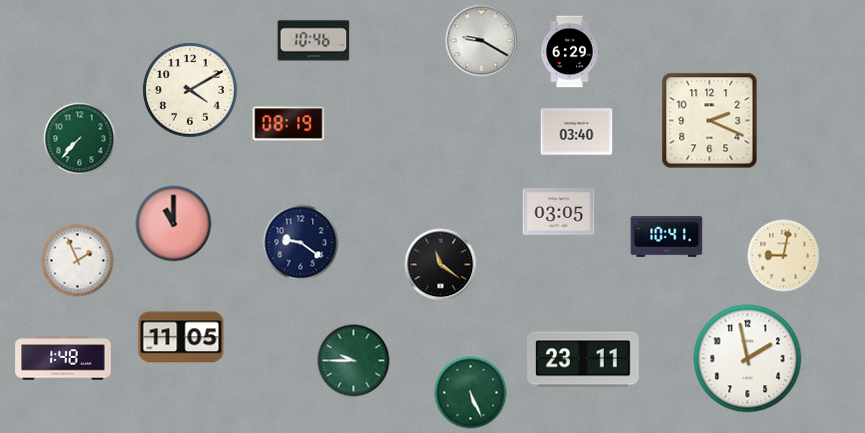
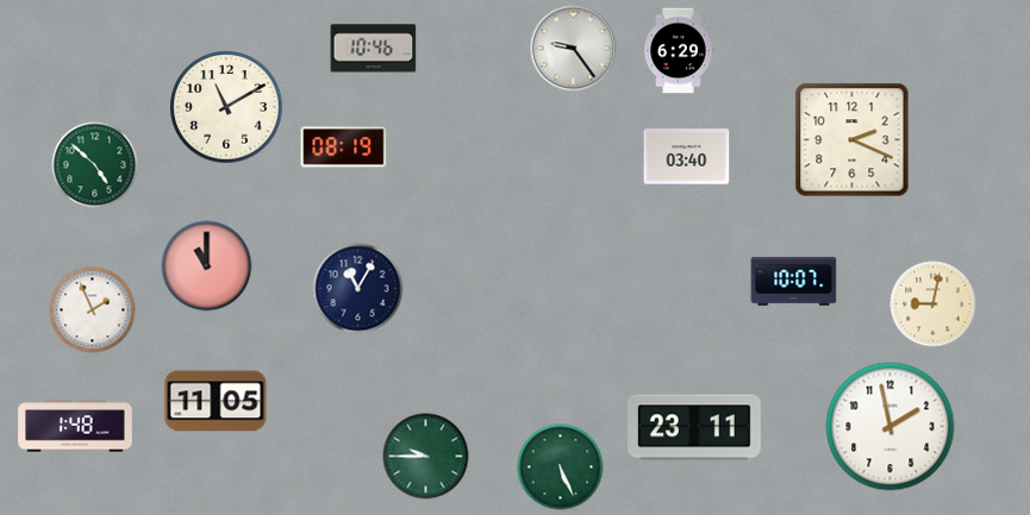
clock at (482, 41): 9:20 -> 9:24
clock at (570, 52) position: (570, 52) -> (679, 51)
clock at (190, 90): 4:10 -> 11:10
clock at (710, 121) position: (710, 121) -> (853, 140)
clock at (80, 139): 7:37 -> 4:52
clock at (559, 212): 03:05 -> none
clock at (667, 237): 10:41 -> 10:07
clock at (301, 243): 9:21 -> 11:05
clock at (441, 265): 11:21 -> none
clock at (354, 361) position: (354, 361) -> (426, 457)
